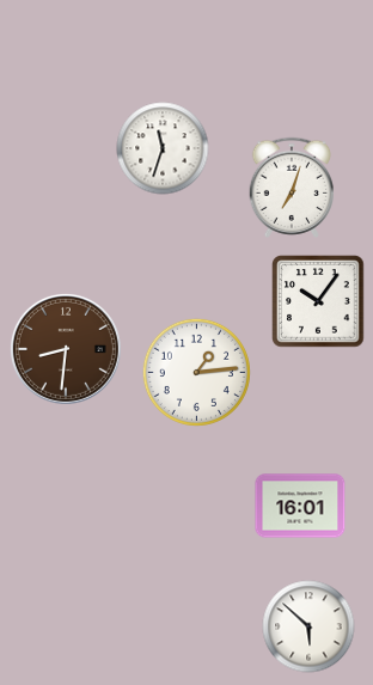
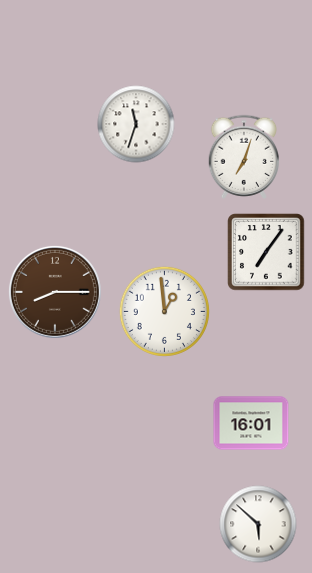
clock at (318, 301): 10:06 -> 7:06
clock at (66, 349): 8:31 -> 8:15
clock at (196, 372): 1:14 -> 12:59
